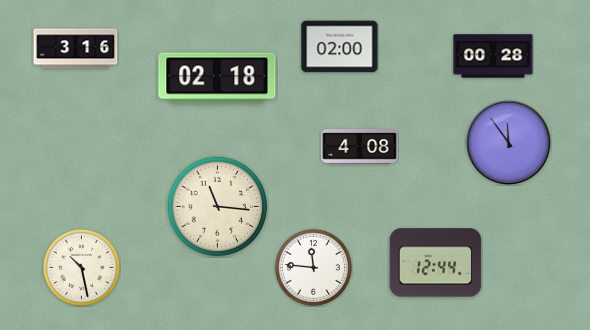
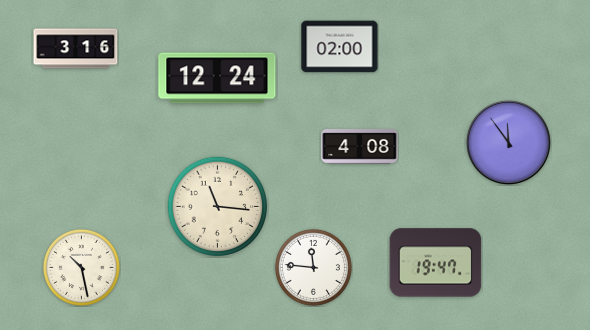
clock at (493, 56): 00:28 -> none
clock at (217, 78): 02:18 -> 12:24
clock at (436, 263): 12:44 -> 19:47
